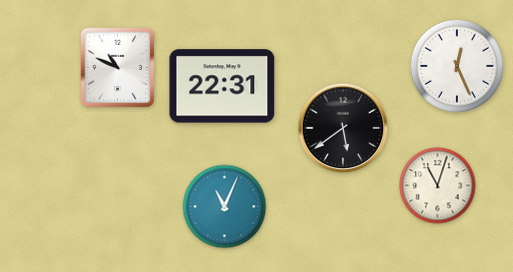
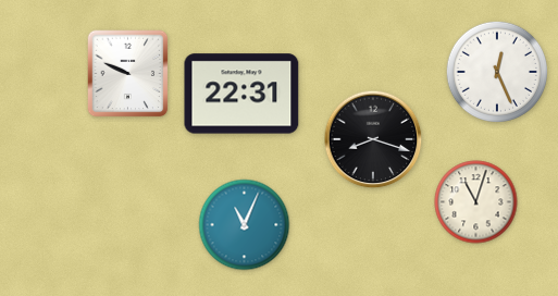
clock at (118, 68): 10:49 -> 9:49
clock at (343, 128): 5:39 -> 8:18
